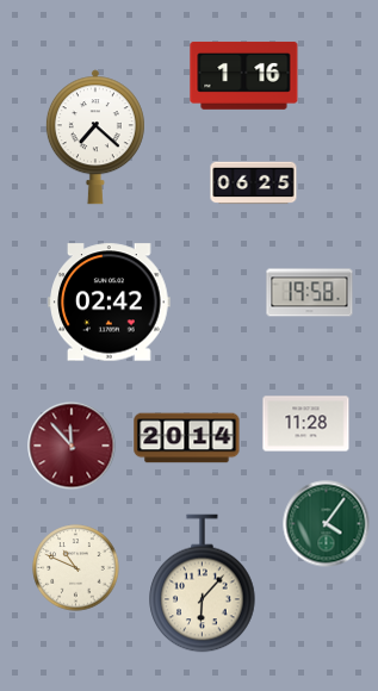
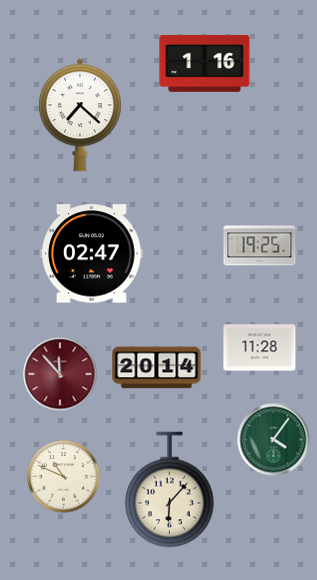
clock at (254, 183): 06:25 -> none
clock at (310, 293): 19:58 -> 19:25
clock at (110, 303): 02:42 -> 02:47
clock at (306, 424) position: (306, 424) -> (260, 348)
